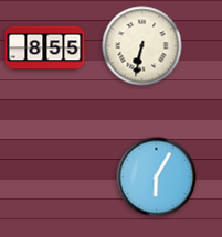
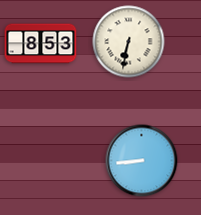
clock at (45, 49): 8:55 -> 8:53
clock at (157, 177): 6:05 -> 8:44
